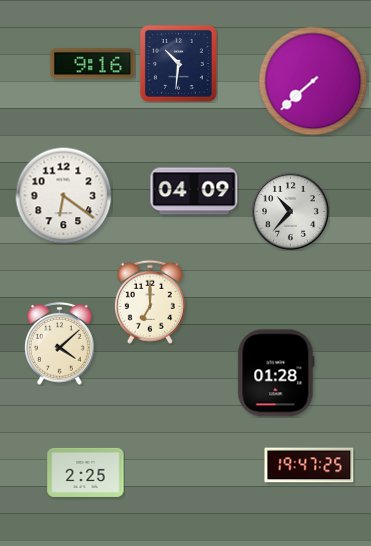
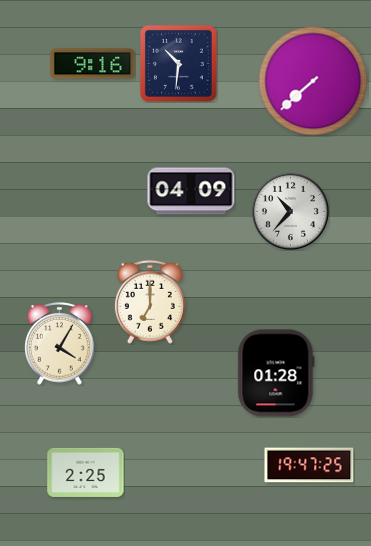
clock at (194, 191) position: (194, 191) -> (191, 191)
clock at (63, 195): 6:21 -> none
clock at (60, 343): 4:08 -> 4:05
